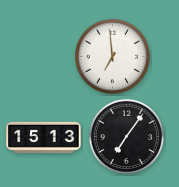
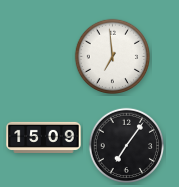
clock at (44, 137): 15:13 -> 15:09
clock at (127, 137) position: (127, 137) -> (127, 146)
